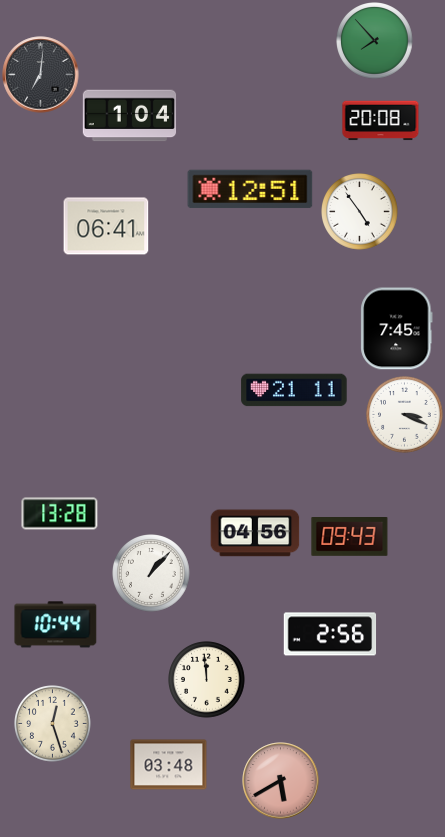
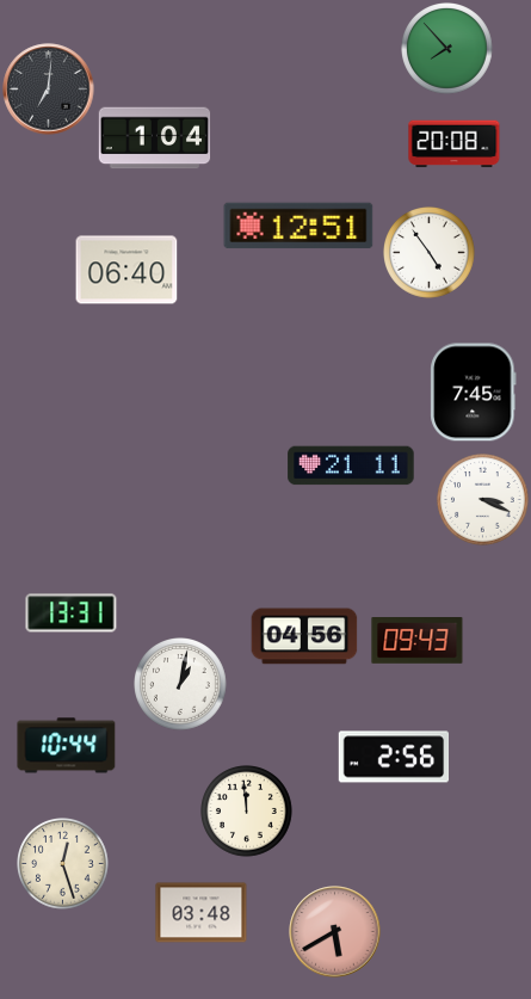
clock at (106, 226): 06:41 -> 06:40
clock at (405, 415) position: (405, 415) -> (483, 500)
clock at (60, 514): 13:28 -> 13:31
clock at (152, 574): 1:07 -> 1:02
